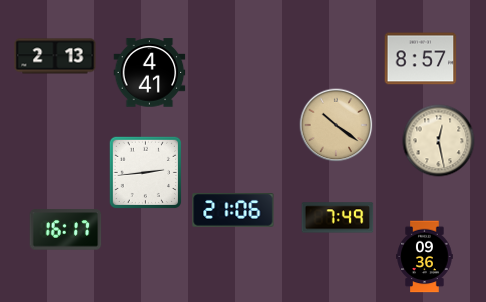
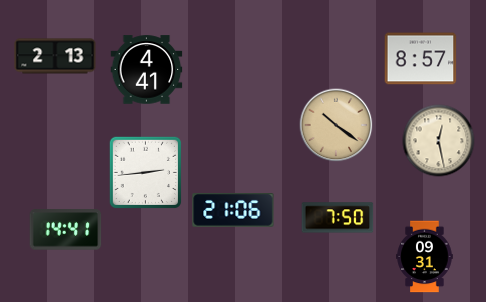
clock at (150, 73) position: (150, 73) -> (147, 70)
clock at (338, 218): 7:49 -> 7:50
clock at (66, 230): 16:17 -> 14:41
clock at (425, 257): 09:36 -> 09:31
